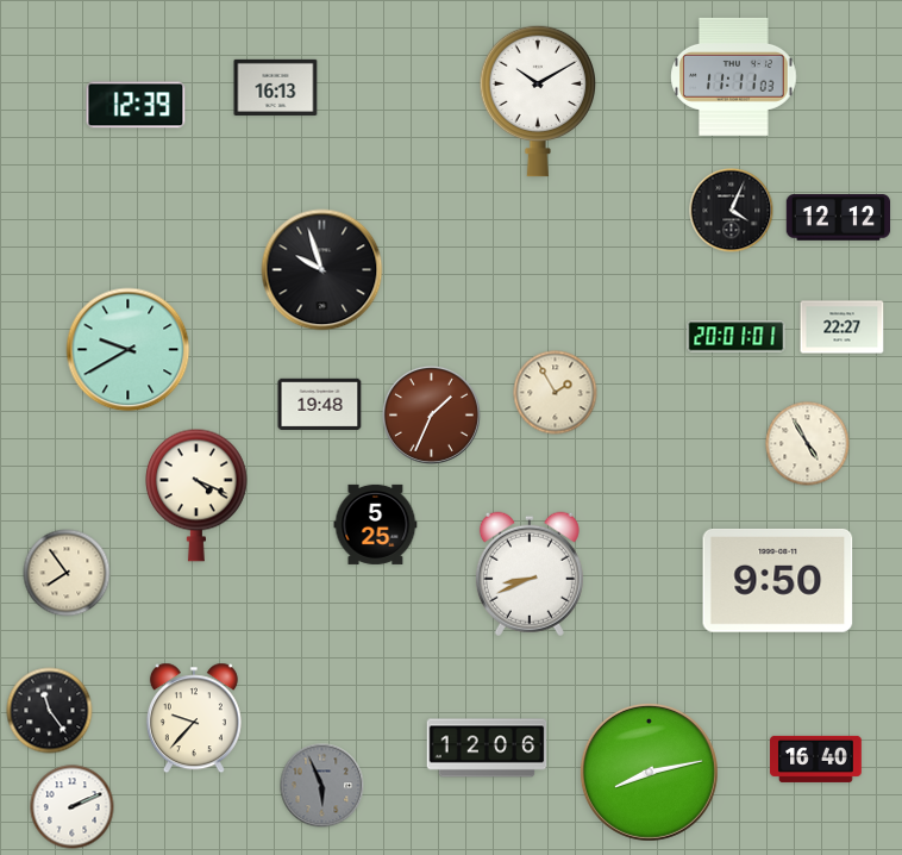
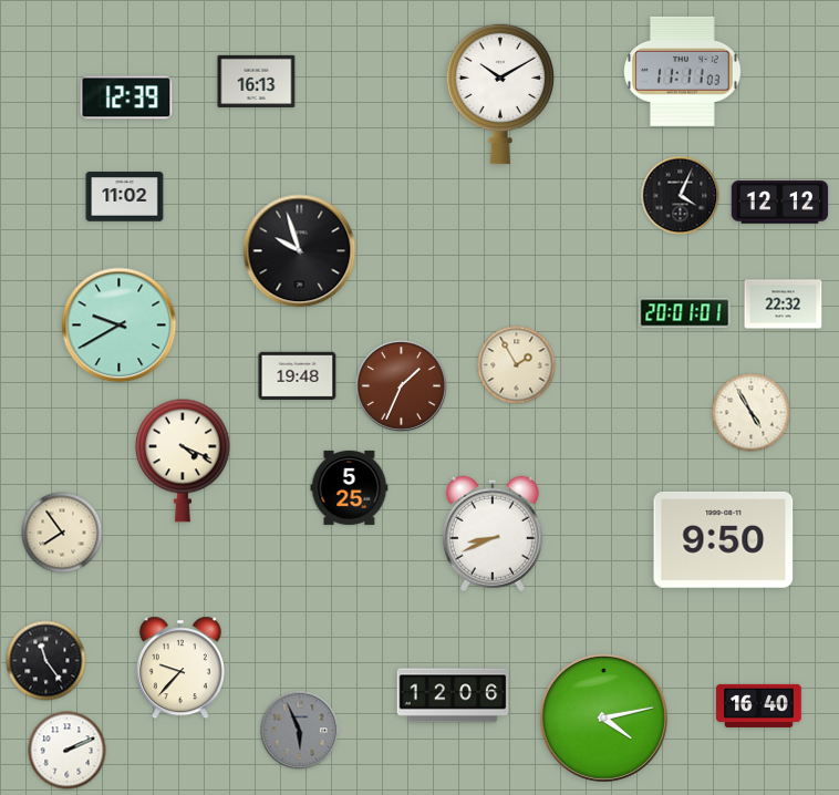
clock at (125, 197): none -> 11:02
clock at (843, 327): 22:27 -> 22:32
clock at (649, 772): 8:13 -> 4:13
